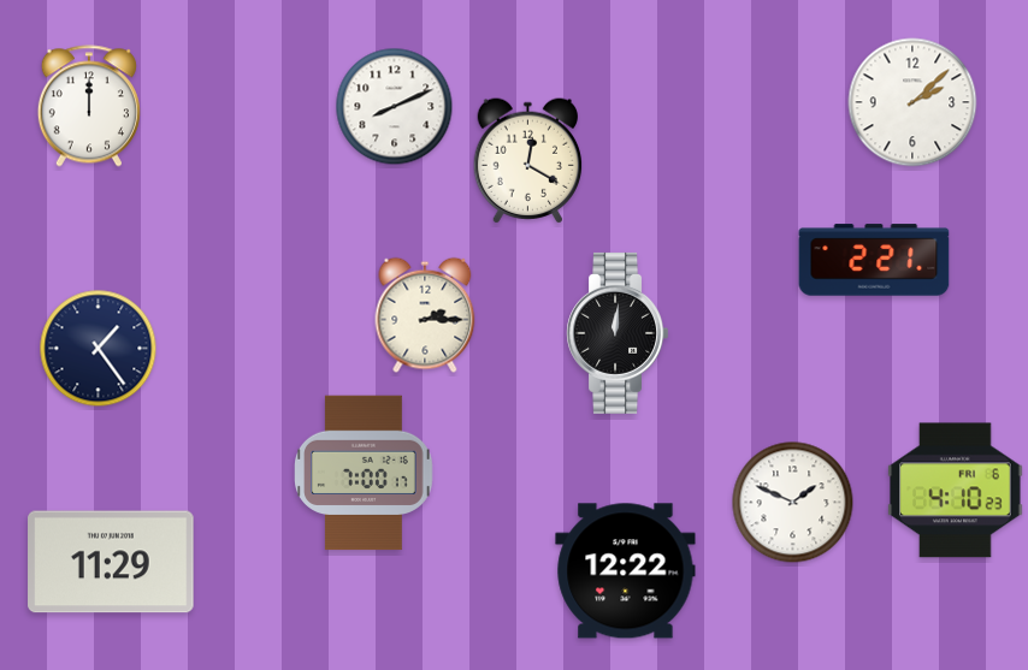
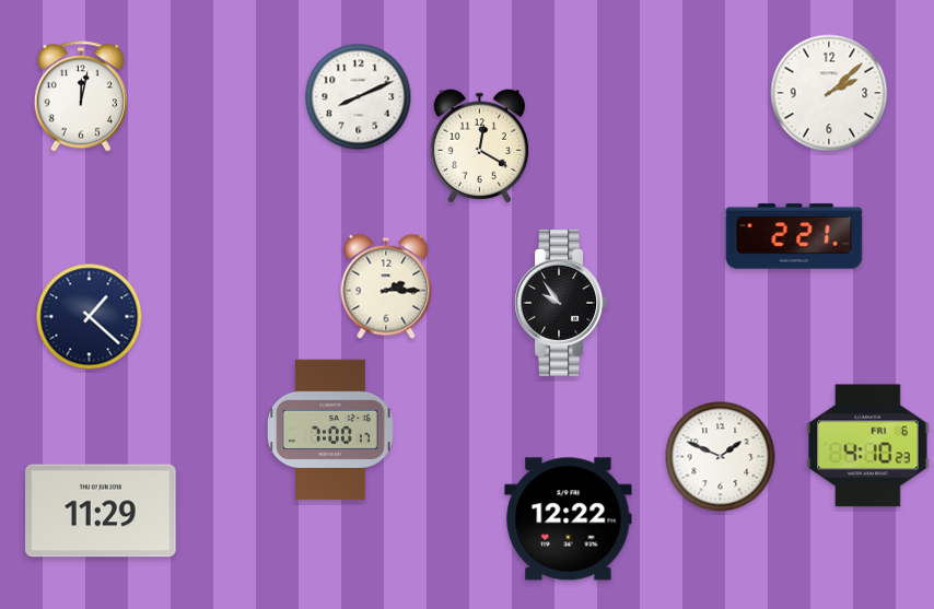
clock at (89, 106): 12:00 -> 12:02
clock at (616, 333): 12:01 -> 9:54
clock at (99, 349): 1:24 -> 1:22
